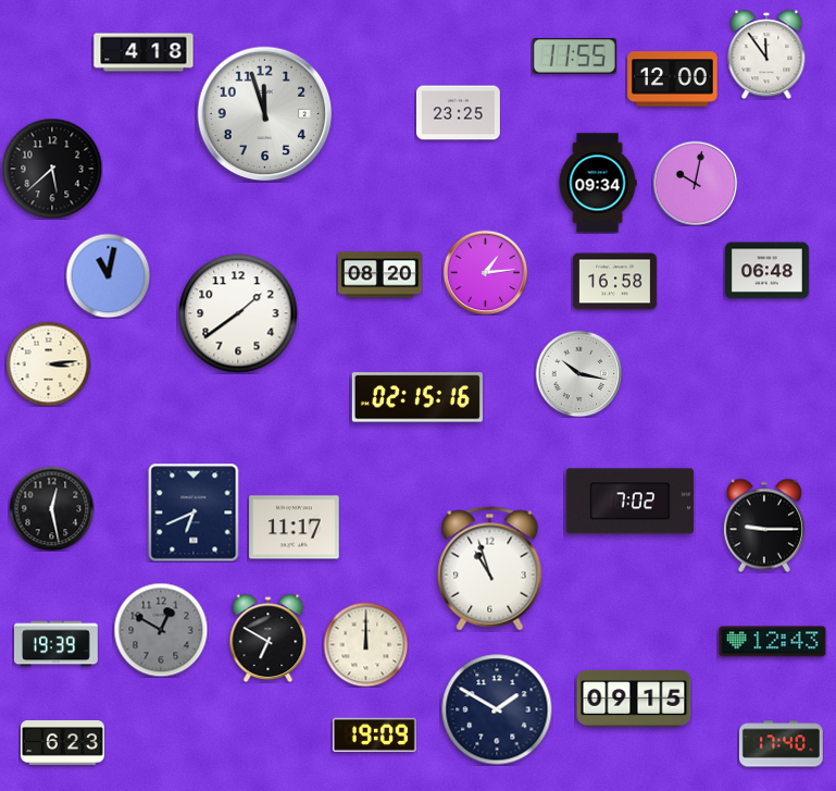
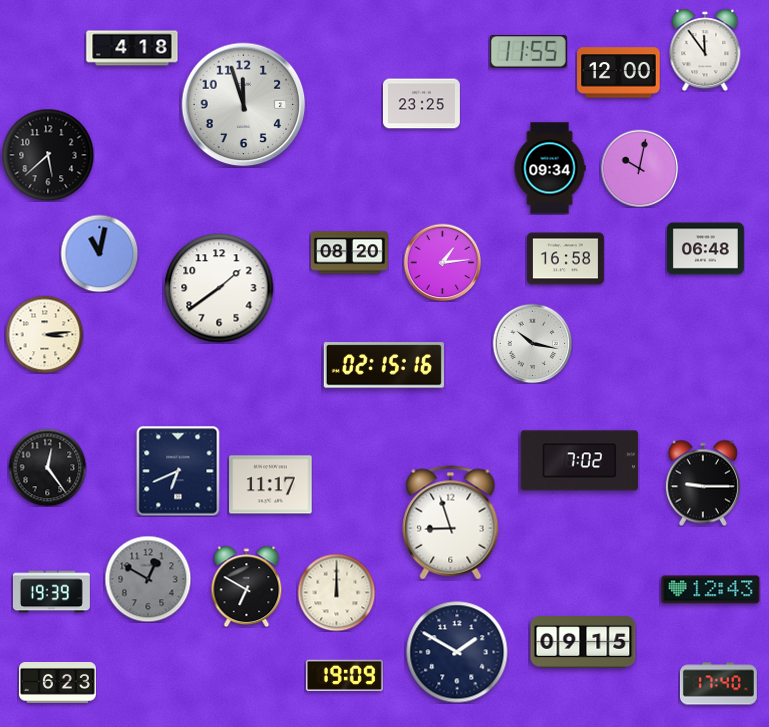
clock at (485, 272) position: (485, 272) -> (442, 262)
clock at (51, 508): 12:28 -> 12:24
clock at (490, 569): 10:57 -> 8:57
